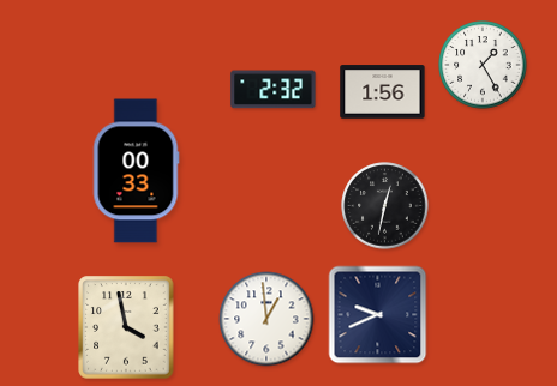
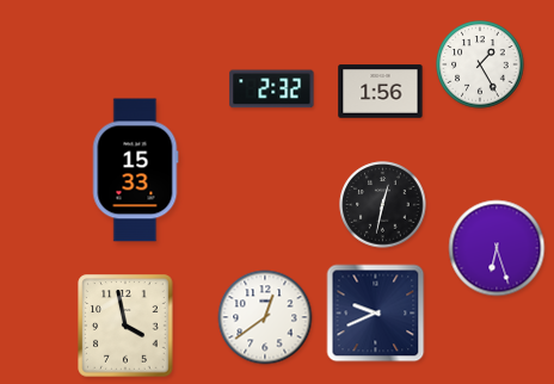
clock at (136, 171): 00:33 -> 15:33
clock at (497, 248): none -> 6:27
clock at (266, 319): 12:59 -> 12:39
